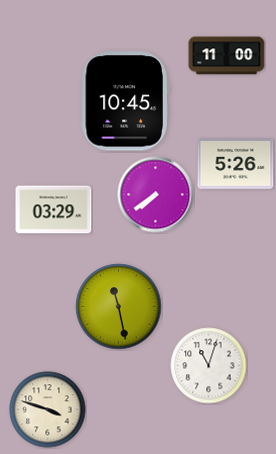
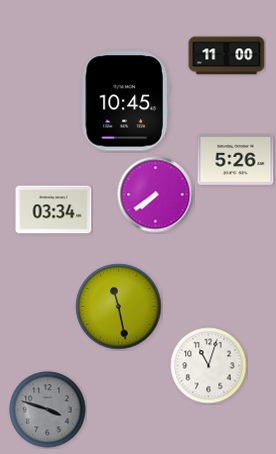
clock at (236, 164) position: (236, 164) -> (236, 160)
clock at (54, 210): 03:29 -> 03:34
clock at (48, 410) dial: cream -> grey
